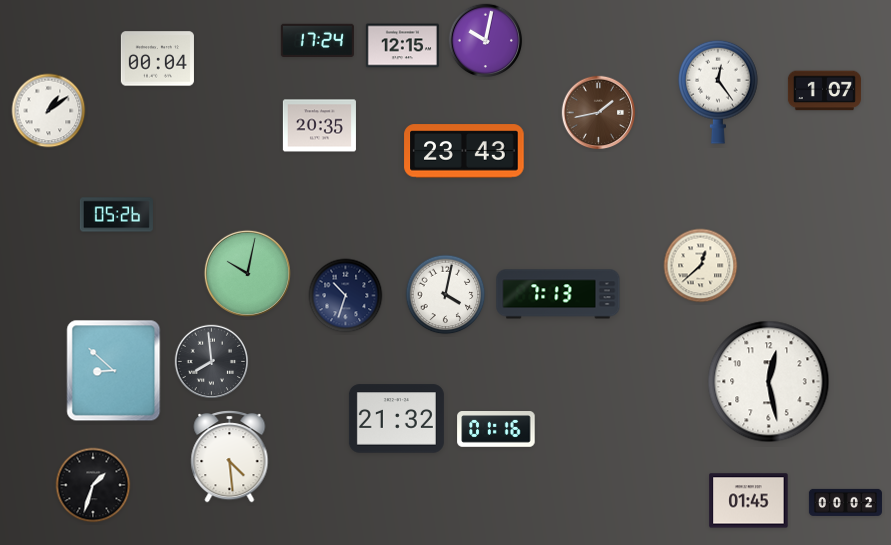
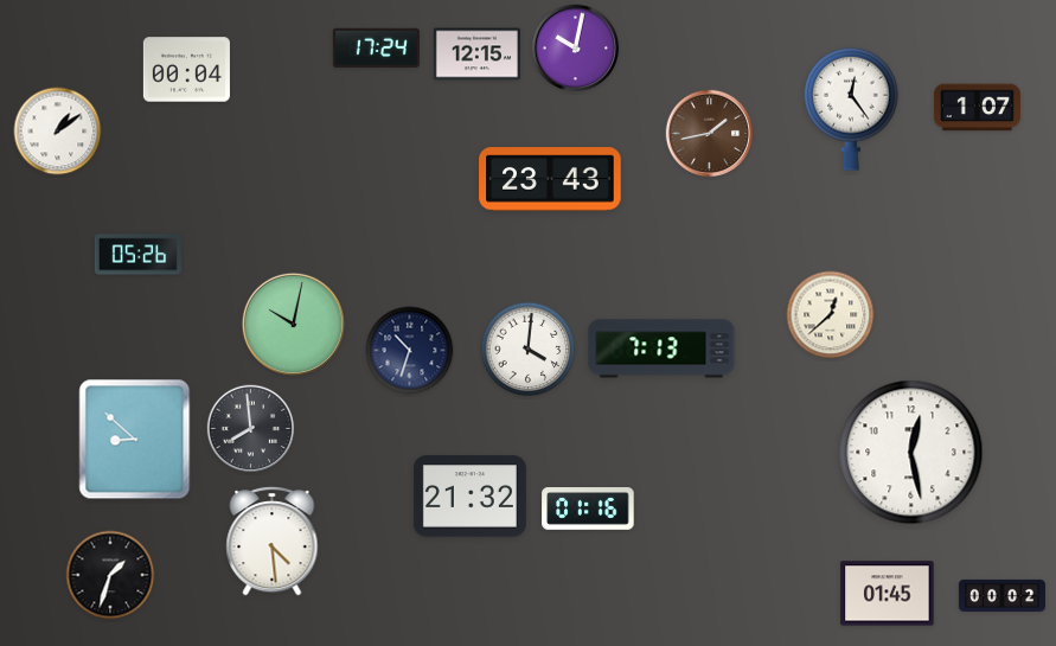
clock at (319, 126): 20:35 -> none
clock at (446, 295): 4:02 -> 4:01
